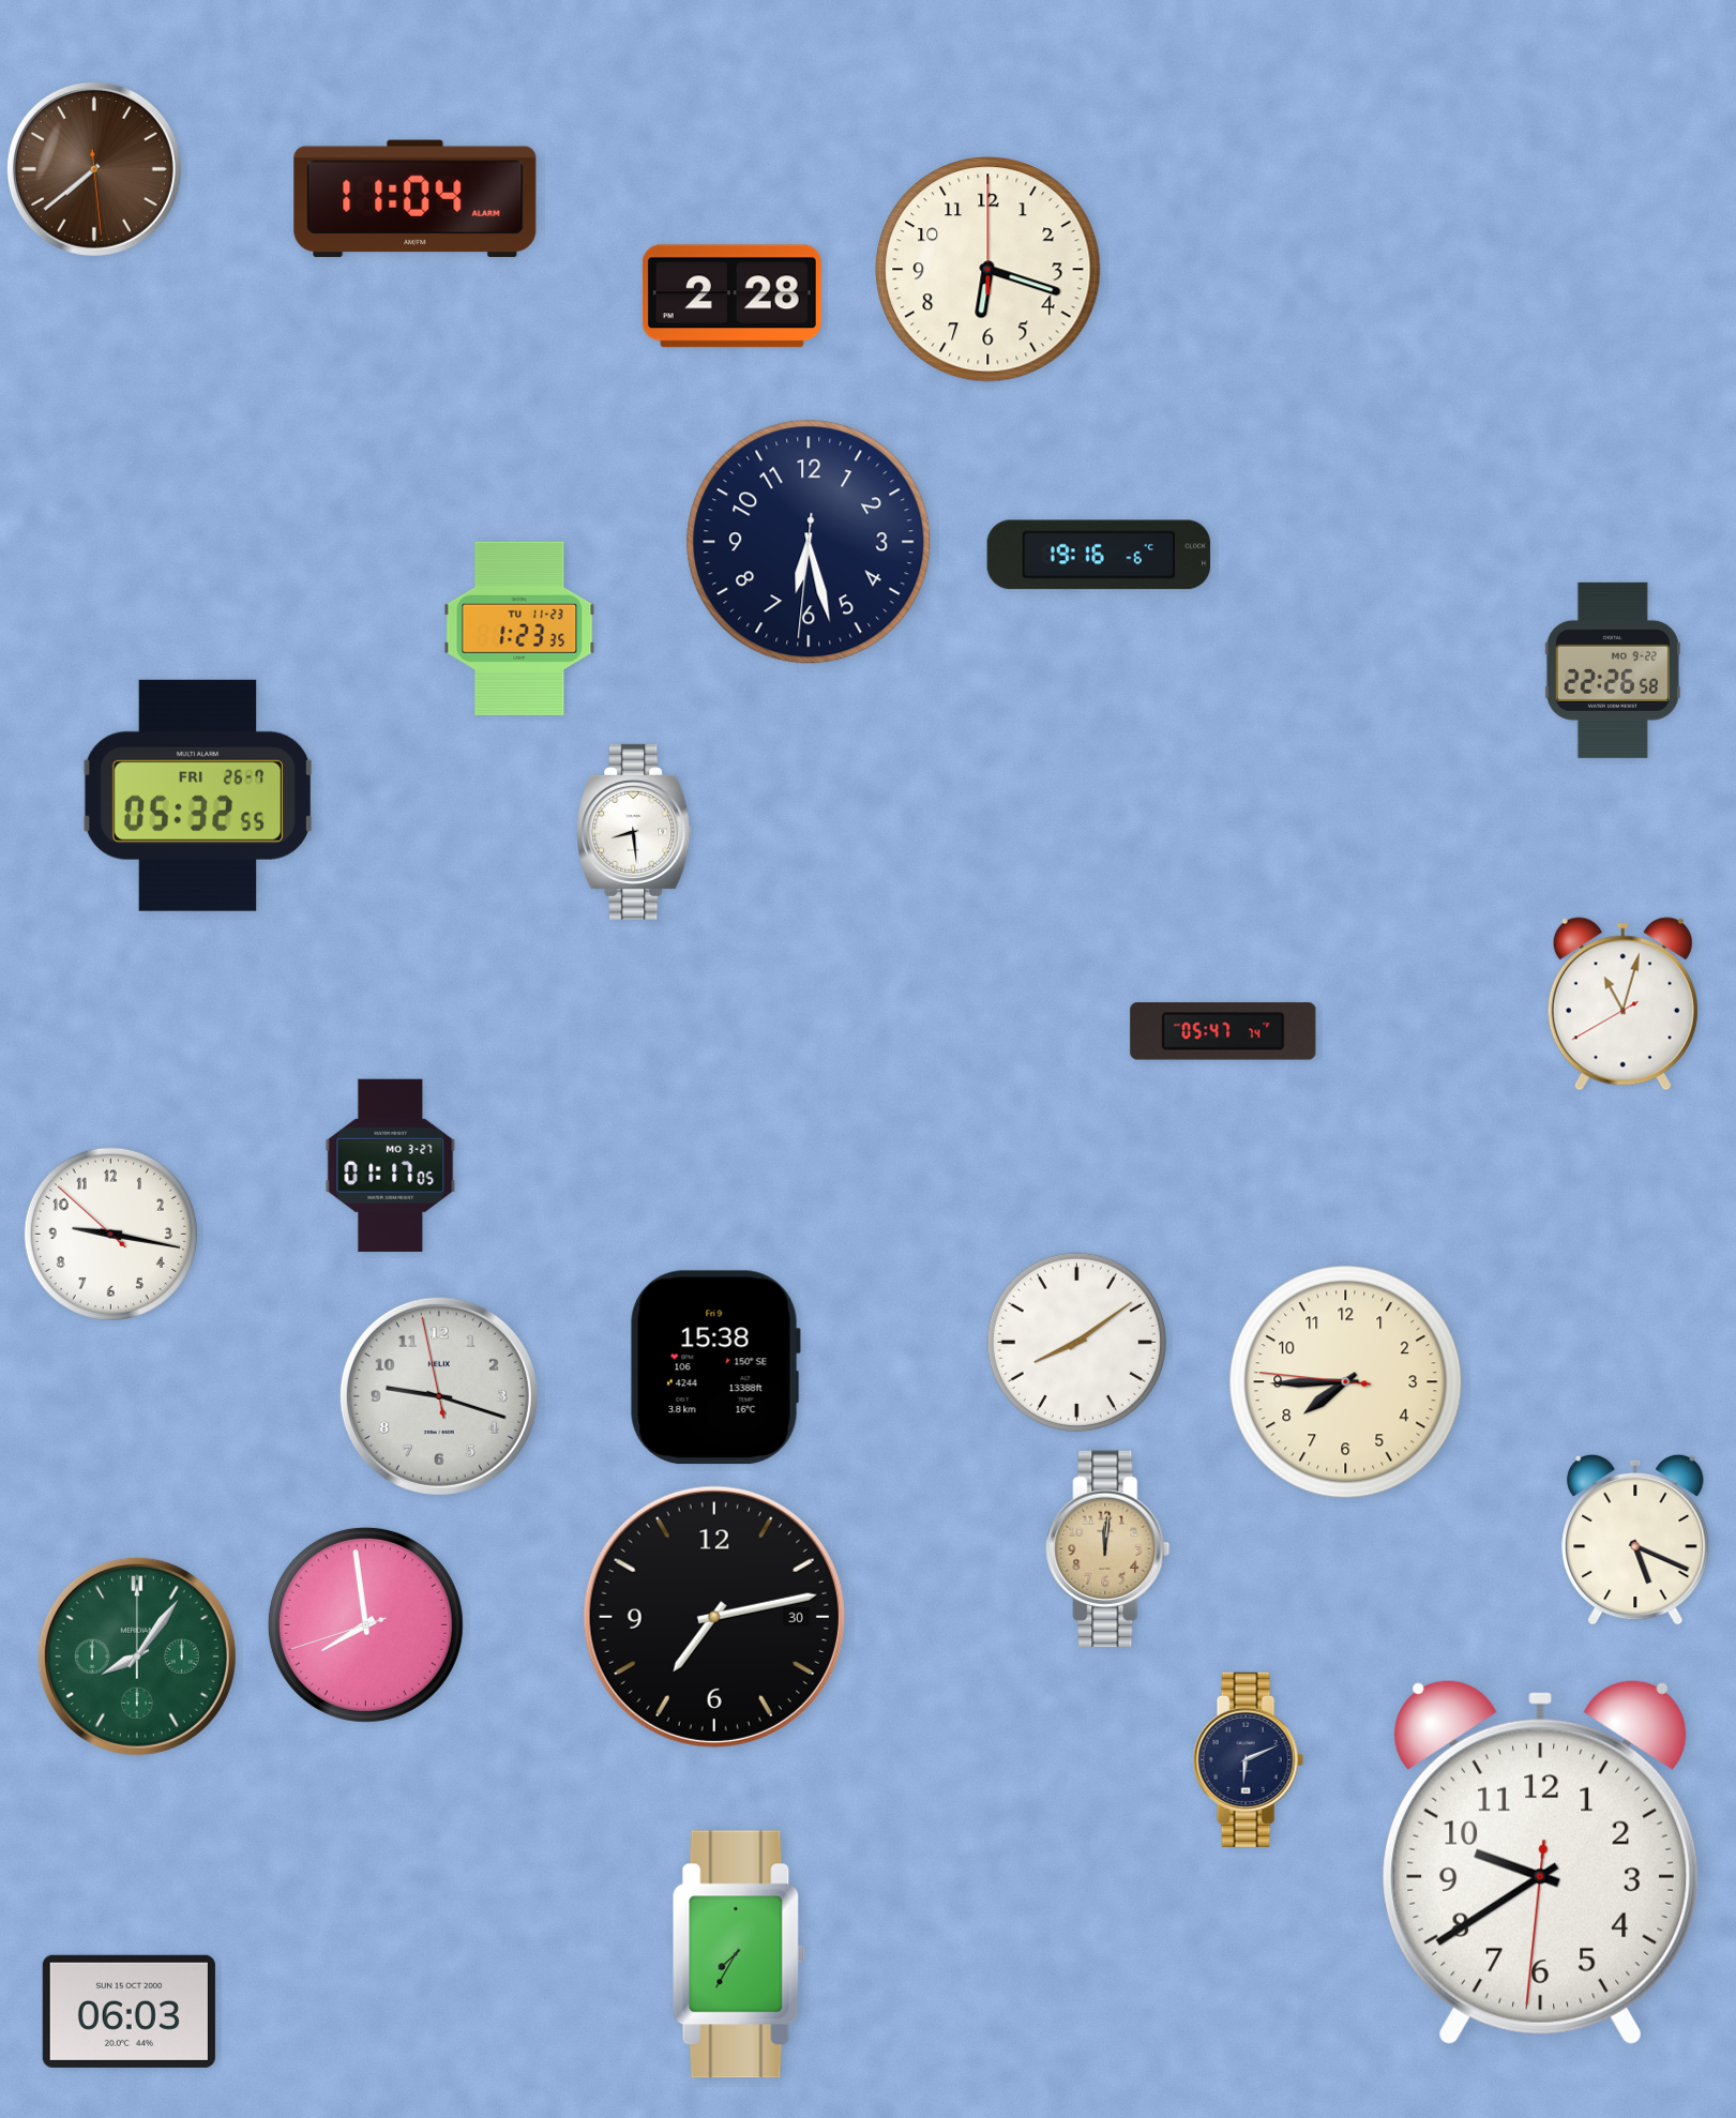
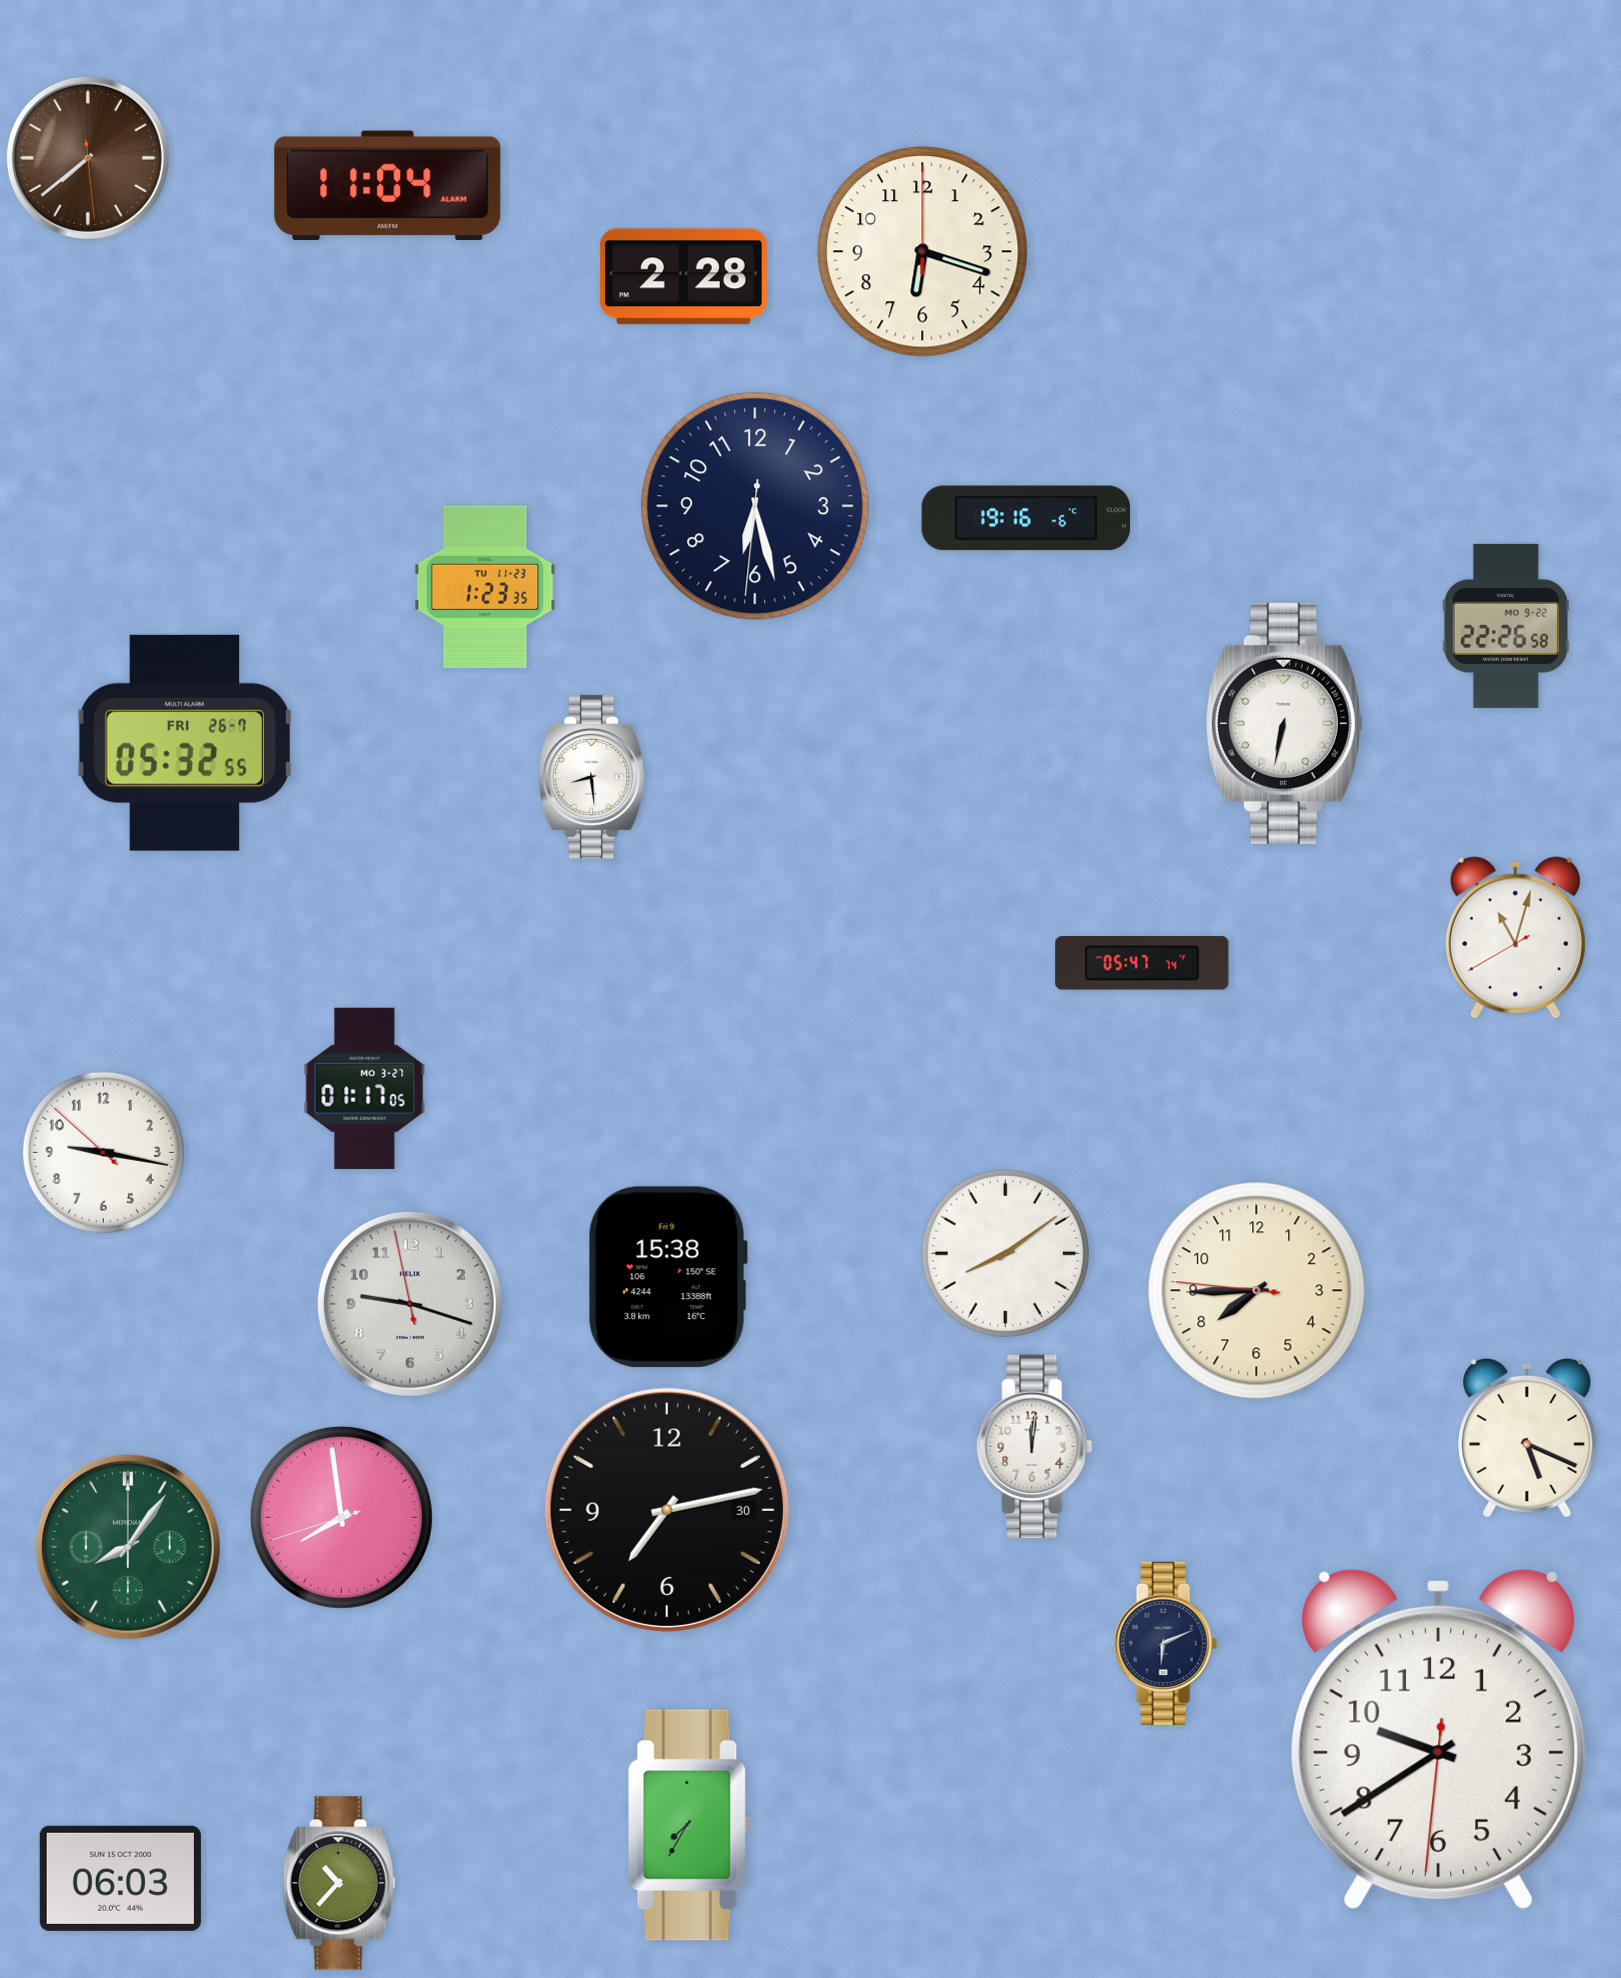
clock at (1284, 723): none -> 6:32
clock at (1108, 1549) dial: champagne -> white
clock at (339, 1883): none -> 10:37
